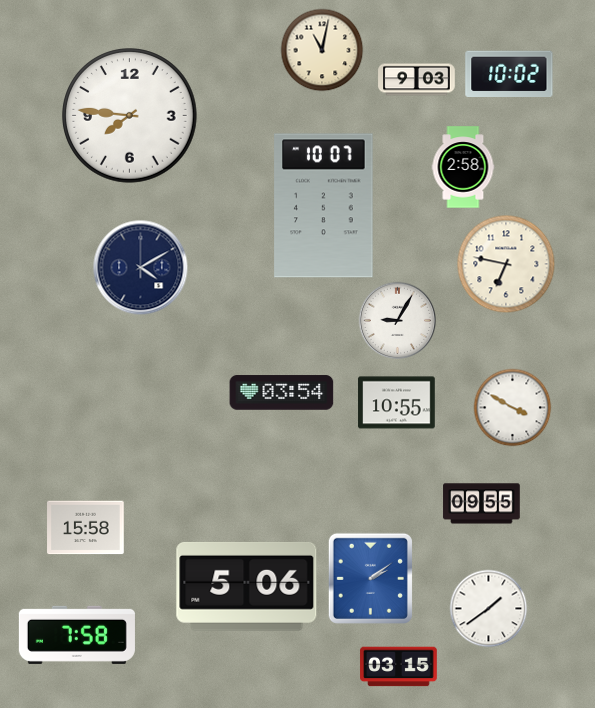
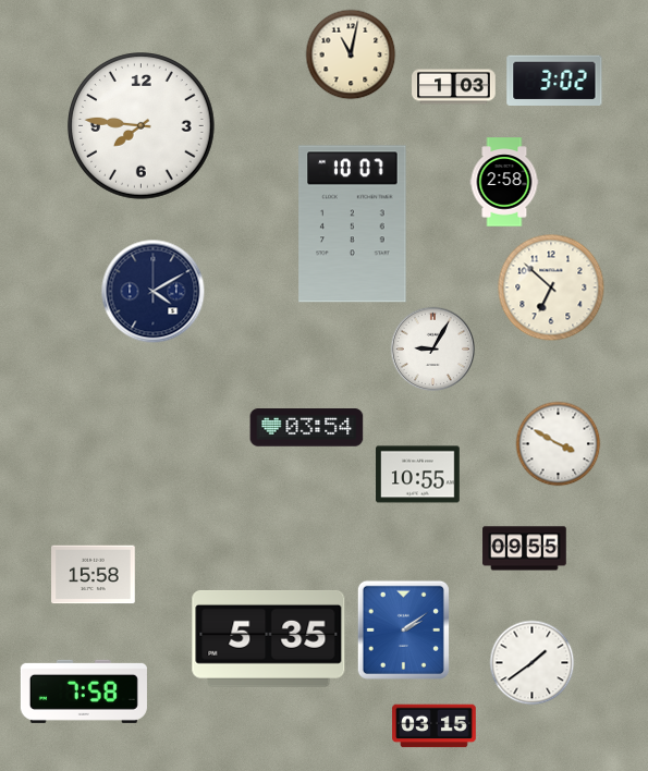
clock at (509, 73): 10:02 -> 3:02
clock at (417, 80): 9:03 -> 1:03
clock at (506, 264): 6:47 -> 6:52
clock at (397, 403) position: (397, 403) -> (418, 475)
clock at (247, 586): 5:06 -> 5:35
